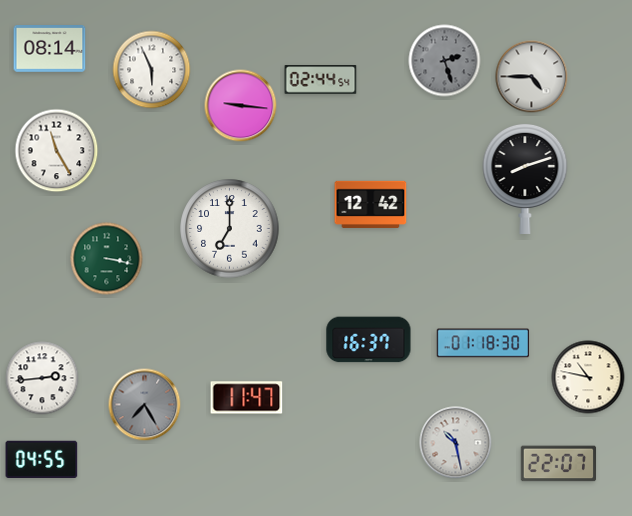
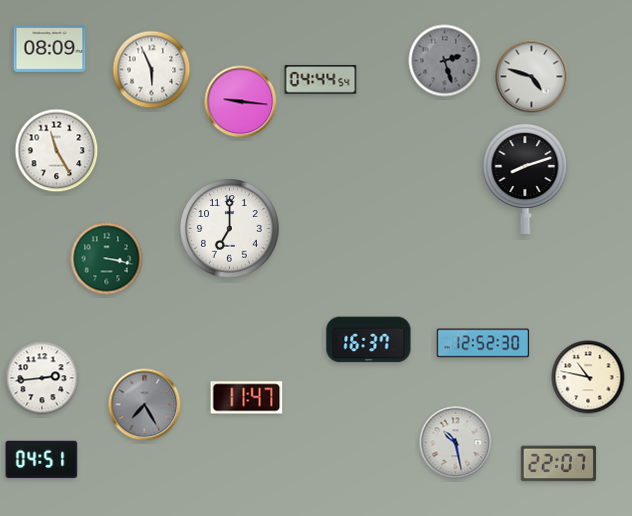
clock at (50, 49): 08:14 -> 08:09
clock at (532, 77): 4:45 -> 4:48
clock at (321, 80): 02:44 -> 04:44
clock at (241, 106) position: (241, 106) -> (241, 102)
clock at (371, 204): 12:42 -> none
clock at (483, 343): 01:18 -> 12:52
clock at (42, 459): 04:55 -> 04:51
